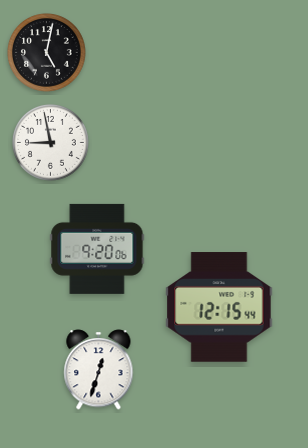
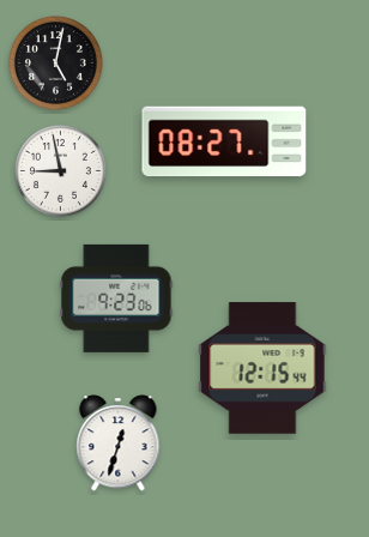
clock at (224, 141): none -> 08:27
clock at (97, 249): 9:20 -> 9:23
